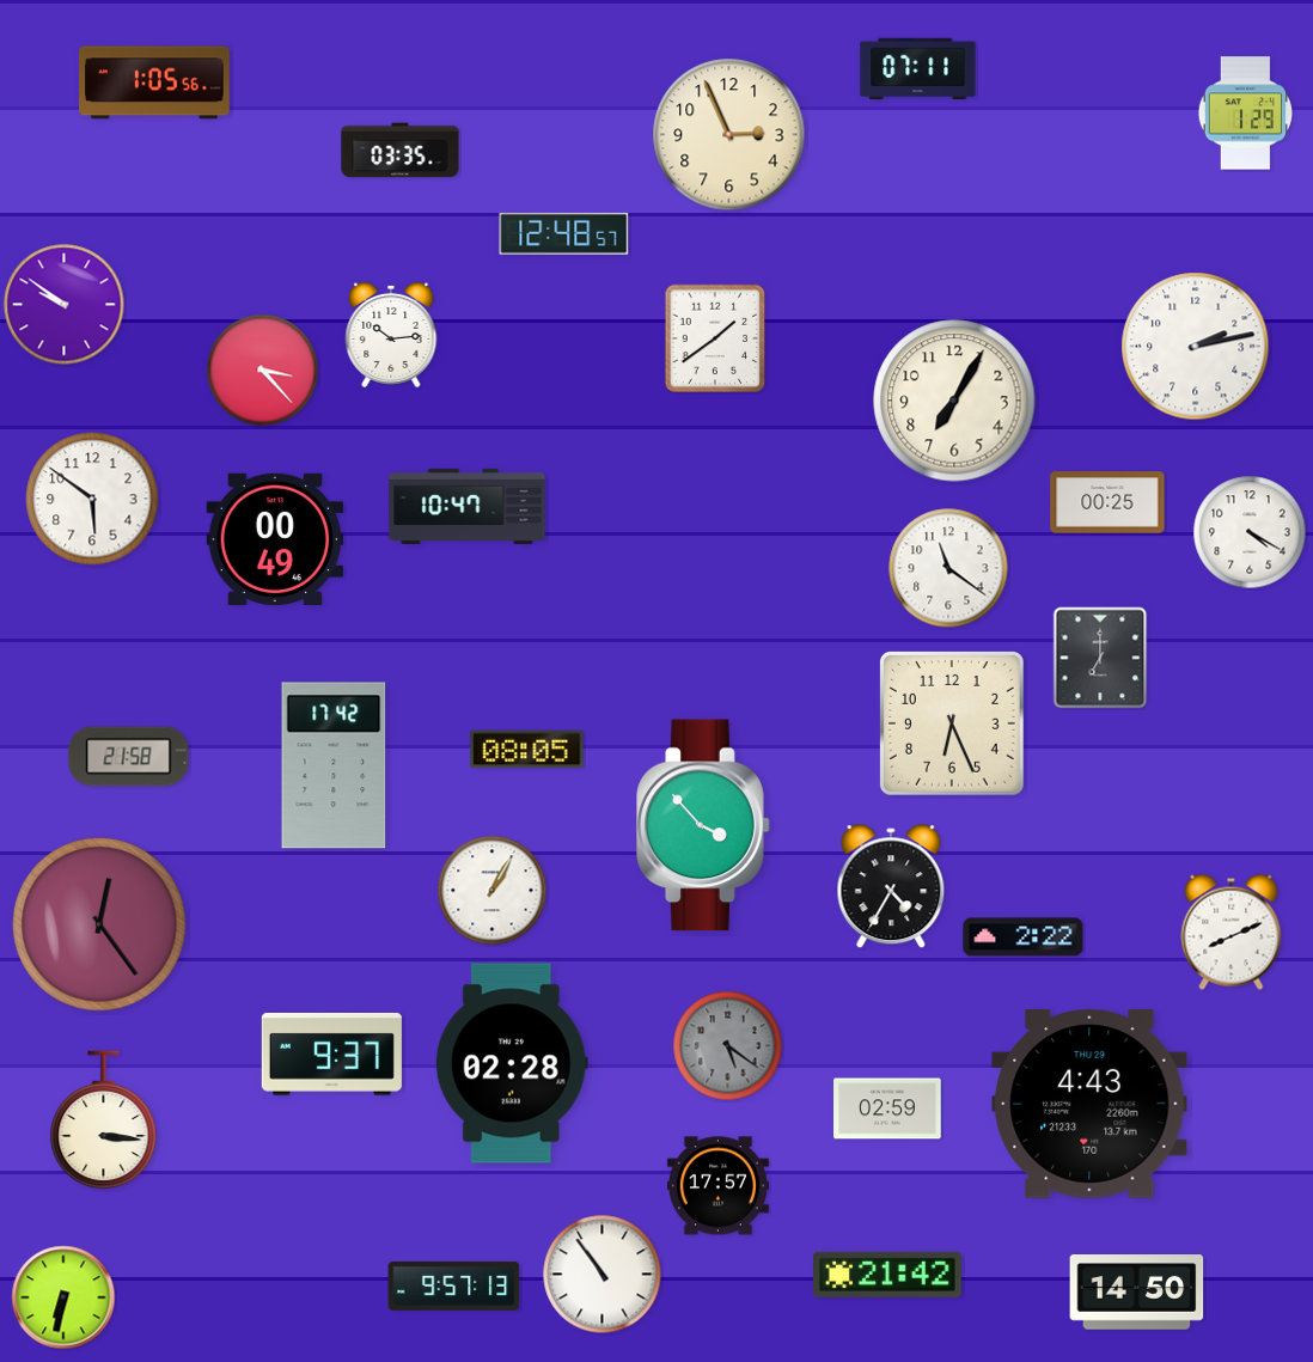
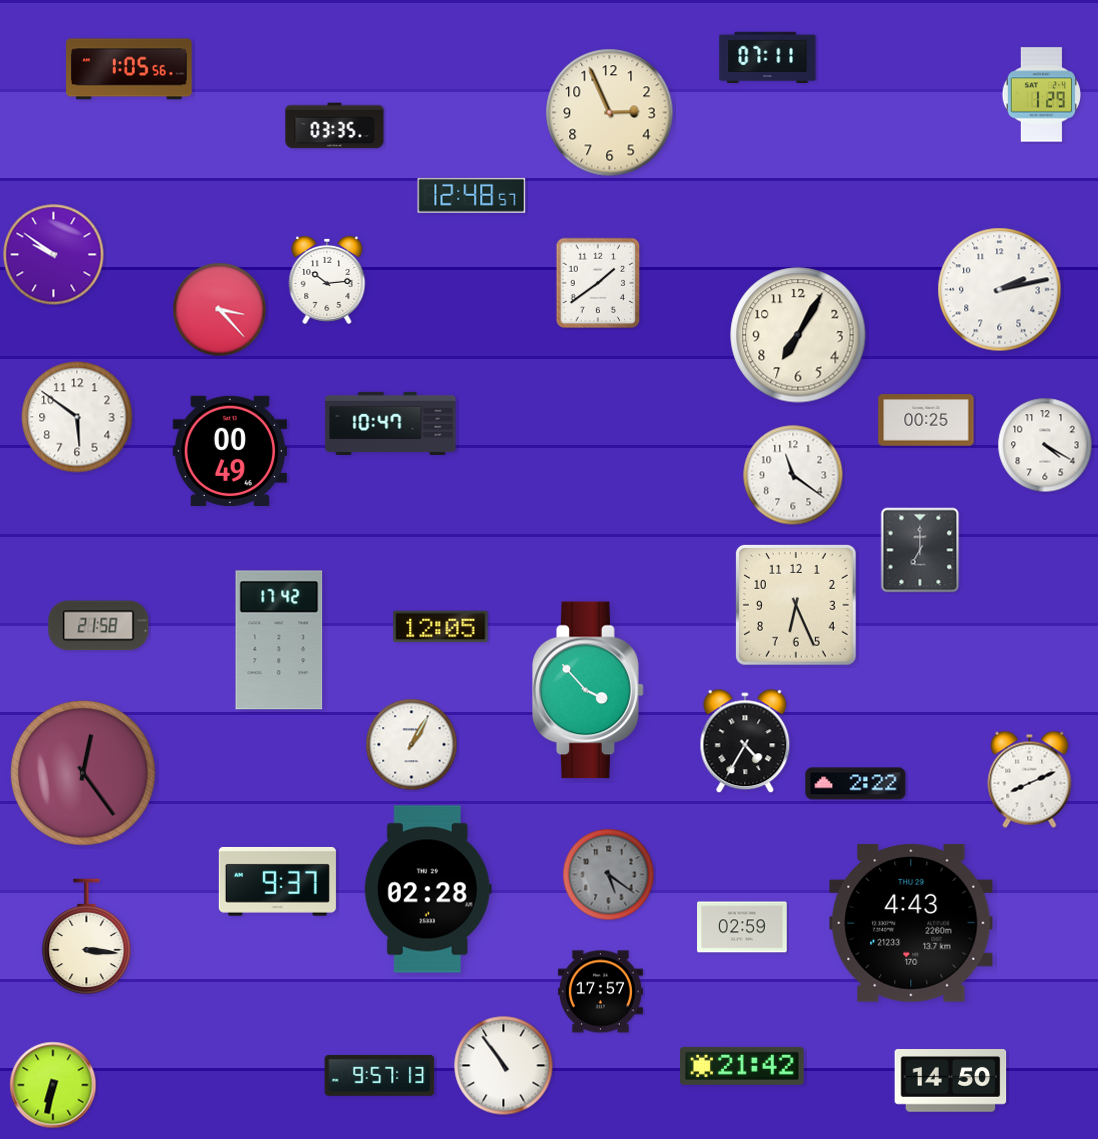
clock at (527, 750): 08:05 -> 12:05
clock at (129, 757) position: (129, 757) -> (99, 626)
